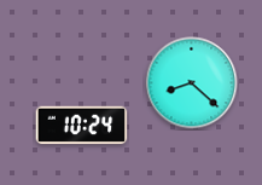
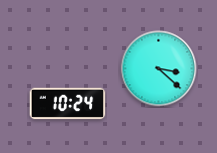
clock at (192, 83): 8:22 -> 3:22
